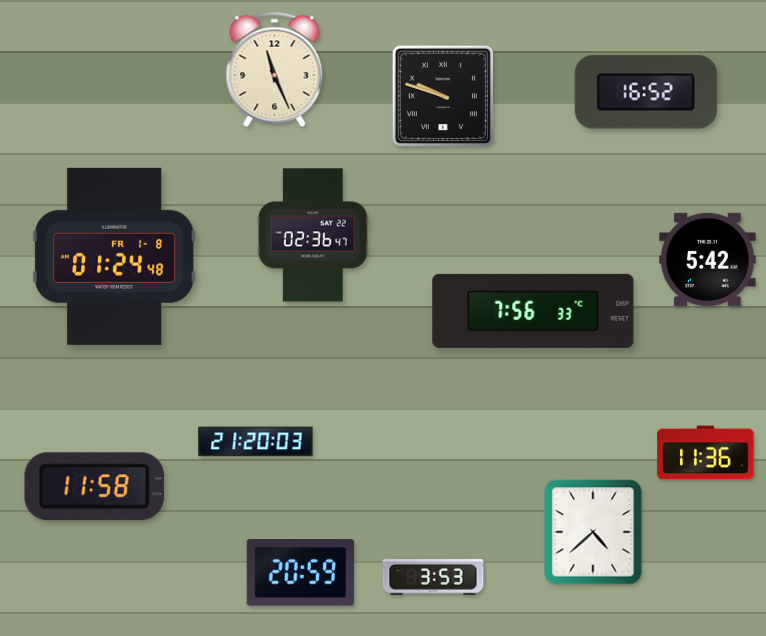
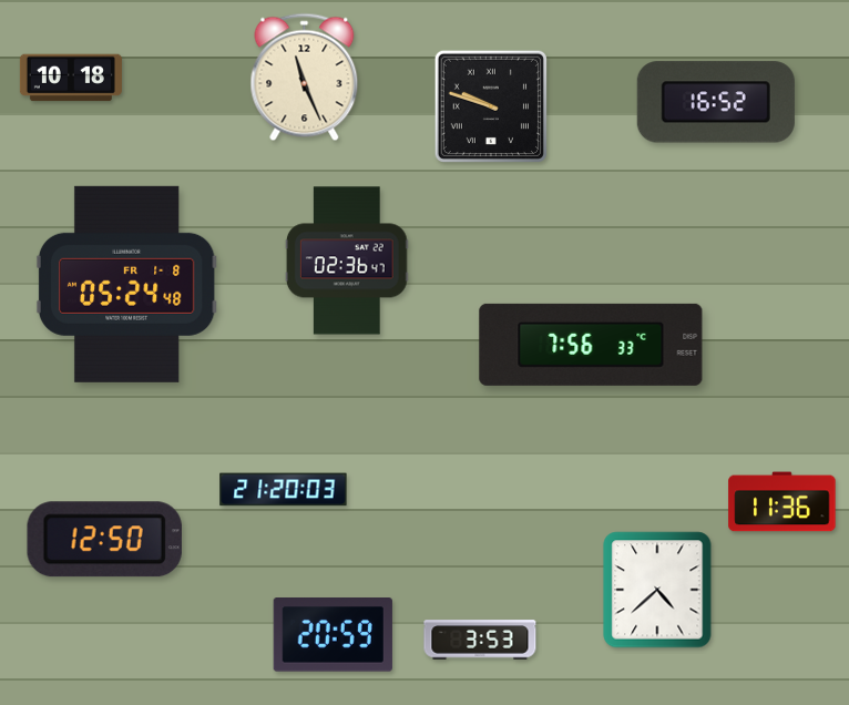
clock at (71, 78): none -> 10:18
clock at (114, 256): 01:24 -> 05:24
clock at (708, 259): 5:42 -> none
clock at (94, 487): 11:58 -> 12:50
